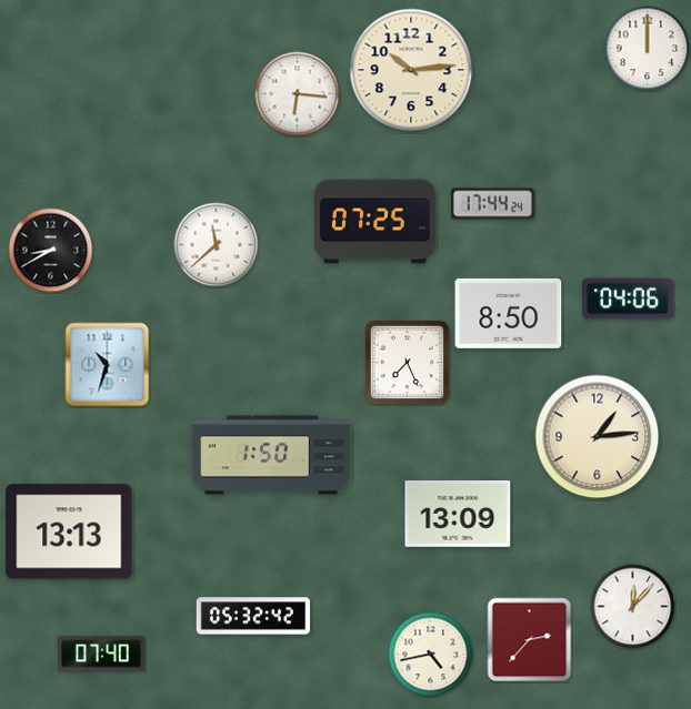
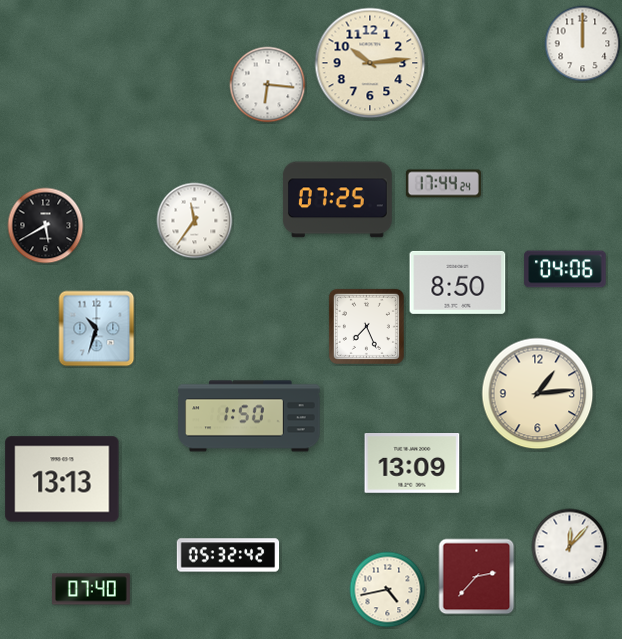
clock at (217, 245): 11:38 -> 11:36
clock at (51, 251): 8:40 -> 5:40
clock at (271, 455) position: (271, 455) -> (249, 416)
